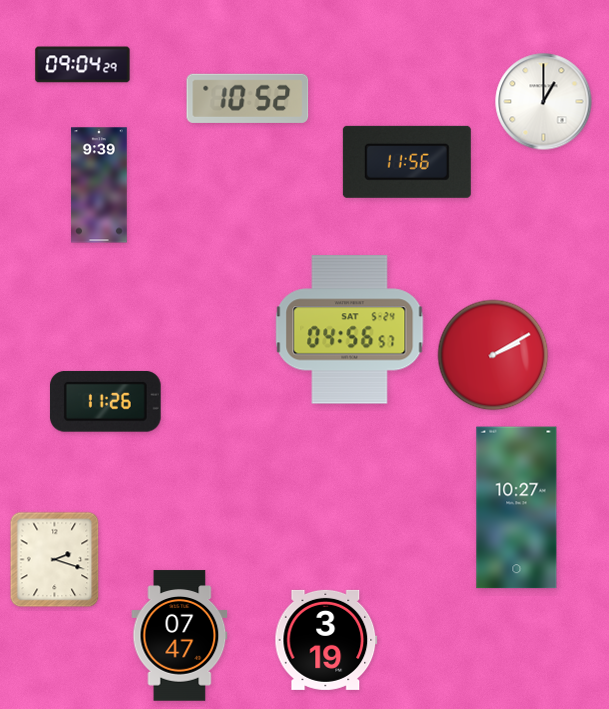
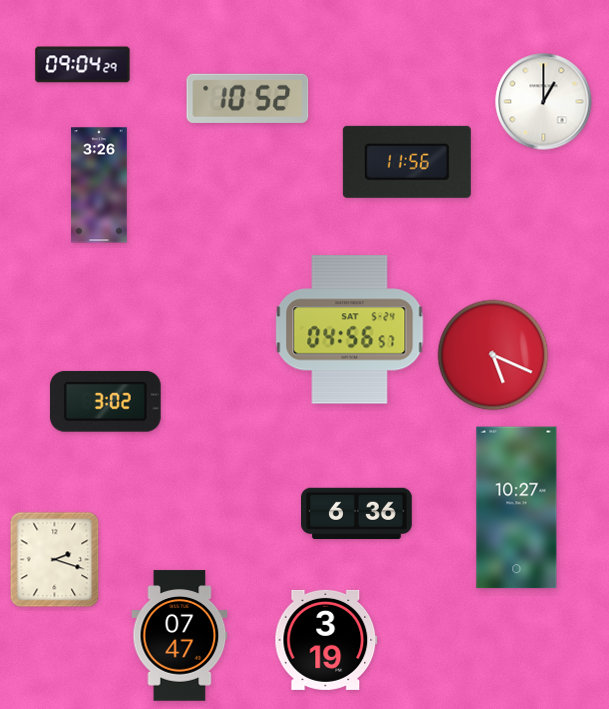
clock at (99, 185): 9:39 -> 3:26
clock at (493, 355): 2:10 -> 5:19
clock at (105, 402): 11:26 -> 3:02
clock at (357, 514): none -> 6:36
